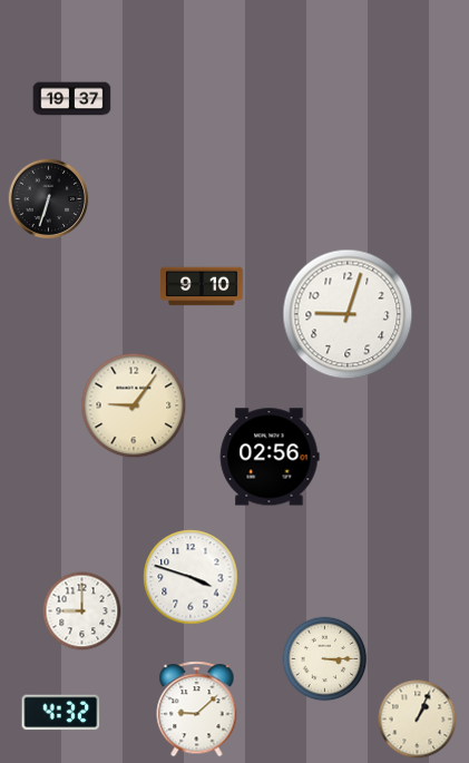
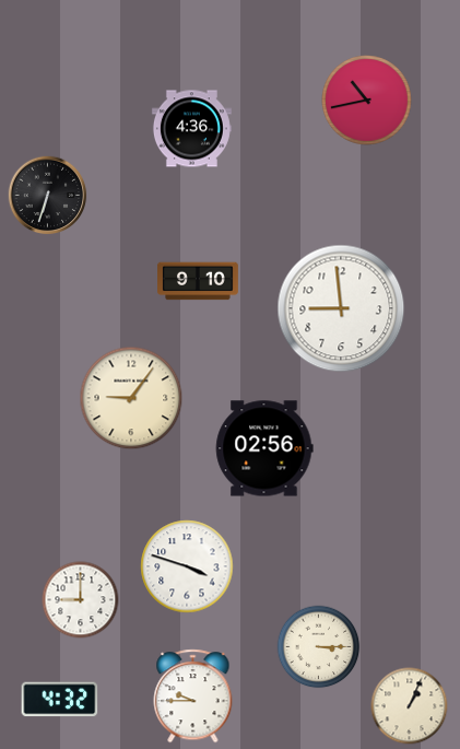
clock at (72, 99): 19:37 -> none
clock at (367, 101): none -> 10:43
clock at (191, 129): none -> 4:36
clock at (348, 314): 9:03 -> 8:59
clock at (197, 710): 9:08 -> 9:45
